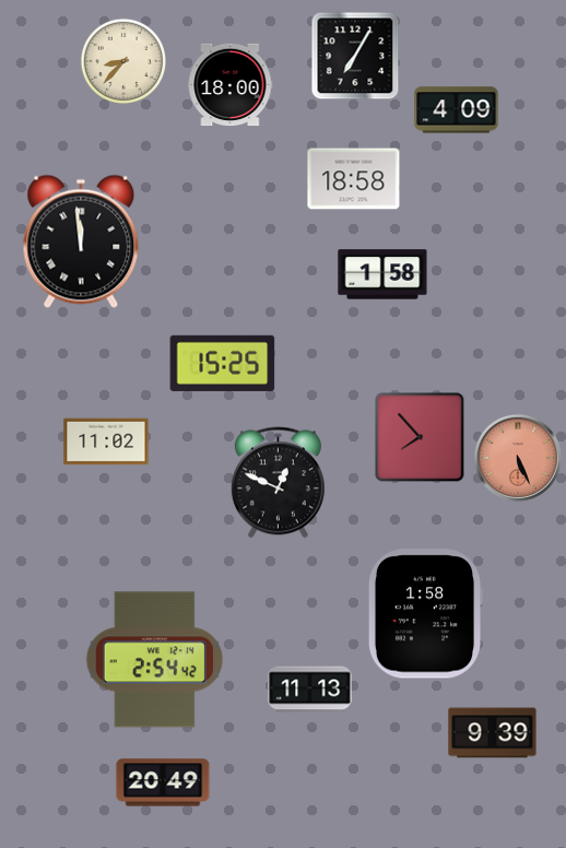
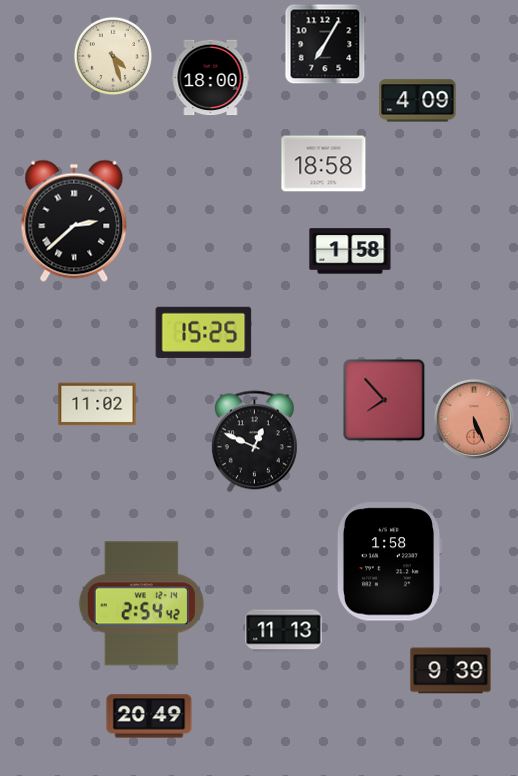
clock at (355, 56) position: (355, 56) -> (325, 44)
clock at (122, 60): 8:37 -> 4:27
clock at (81, 242): 11:59 -> 2:38
